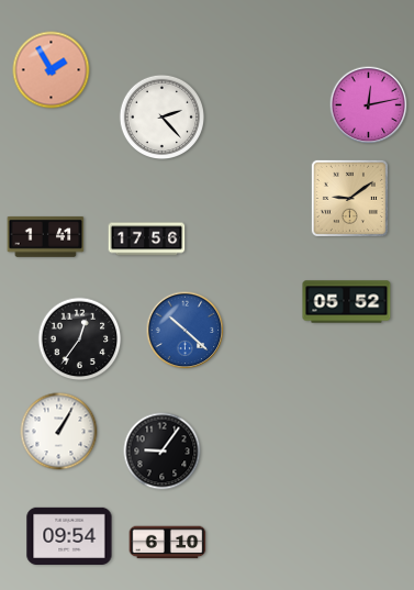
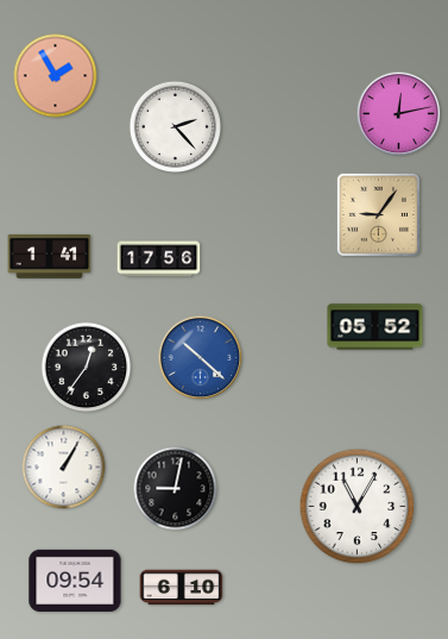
clock at (349, 198): 9:09 -> 9:06
clock at (163, 452): 9:06 -> 9:02
clock at (358, 507): none -> 11:05
